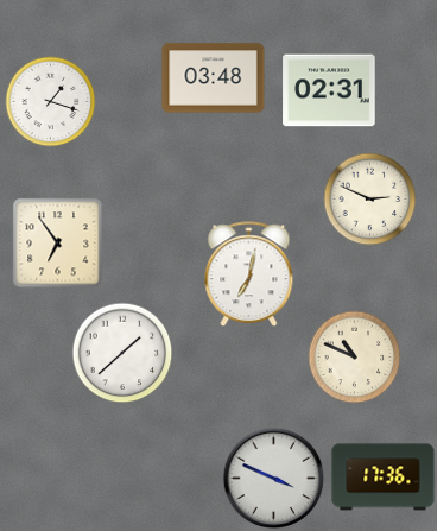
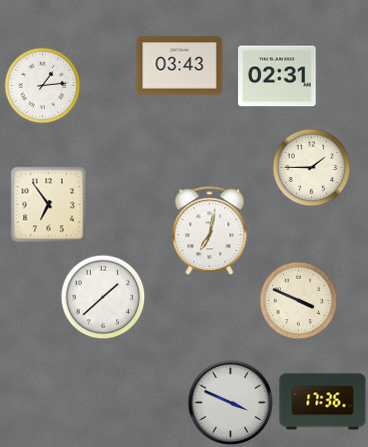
clock at (214, 78): 03:48 -> 03:43
clock at (51, 102): 1:18 -> 1:14
clock at (370, 200): 2:49 -> 1:45
clock at (355, 358): 10:49 -> 3:49
